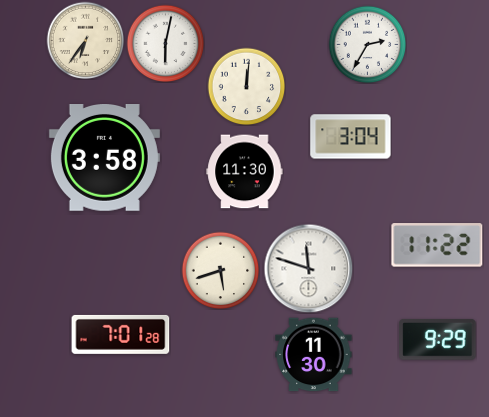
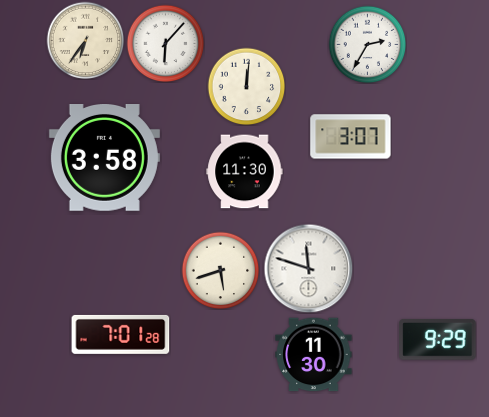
clock at (165, 43): 6:02 -> 6:07
clock at (351, 137): 3:04 -> 3:07
clock at (437, 245): 11:22 -> none
